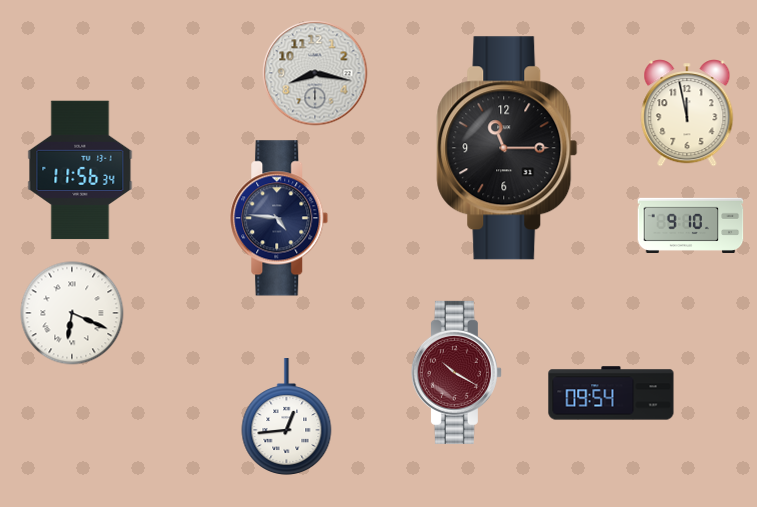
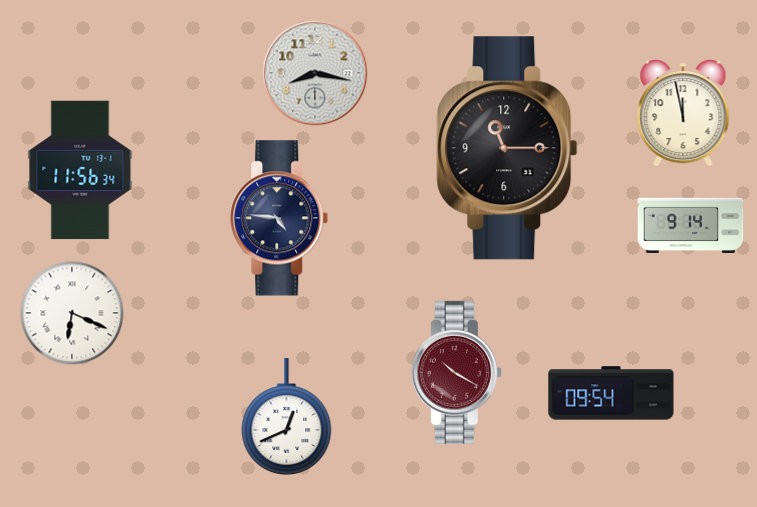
clock at (687, 113) position: (687, 113) -> (683, 113)
clock at (691, 225): 9:10 -> 9:14
clock at (287, 416): 12:44 -> 12:41
